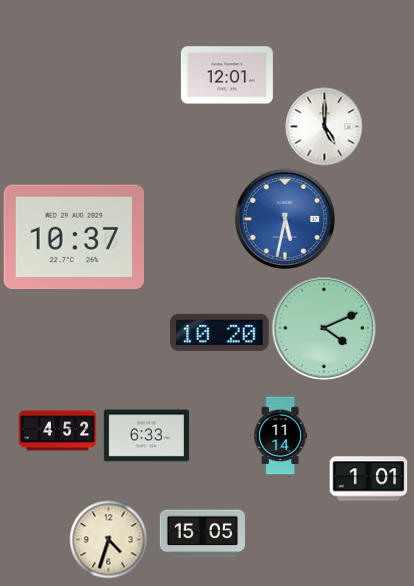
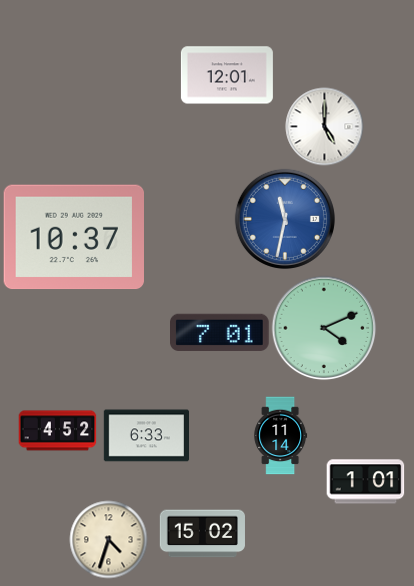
clock at (285, 219): 5:32 -> 11:32
clock at (220, 332): 10:20 -> 7:01
clock at (368, 479) position: (368, 479) -> (365, 482)
clock at (202, 534): 15:05 -> 15:02
